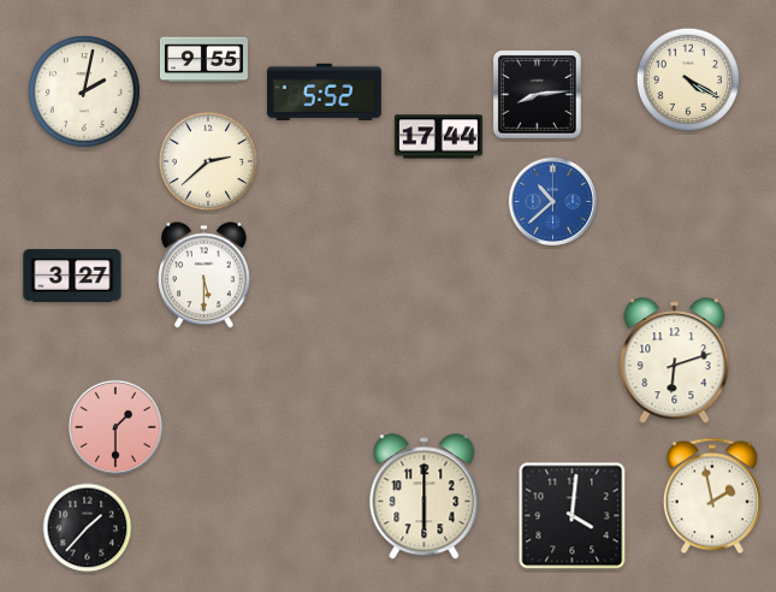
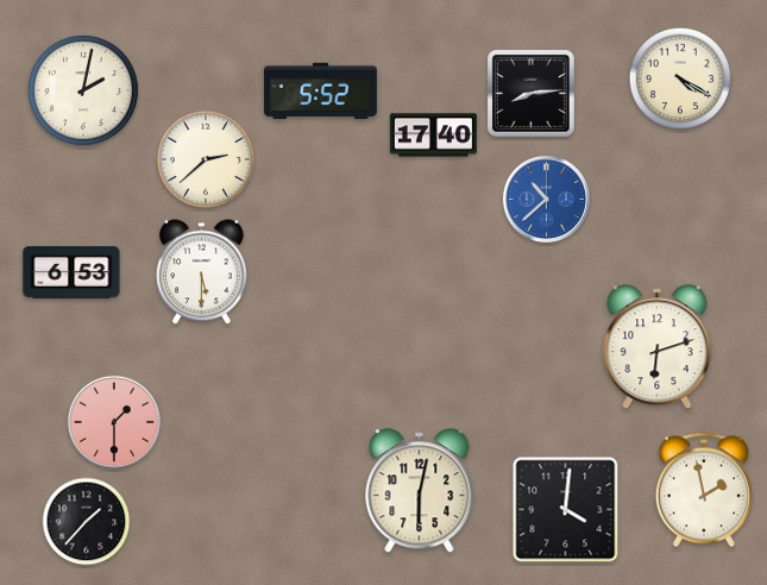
clock at (203, 60): 9:55 -> none
clock at (438, 137): 17:44 -> 17:40
clock at (72, 276): 3:27 -> 6:53
clock at (675, 361) position: (675, 361) -> (658, 347)
clock at (425, 497): 6:00 -> 6:02
